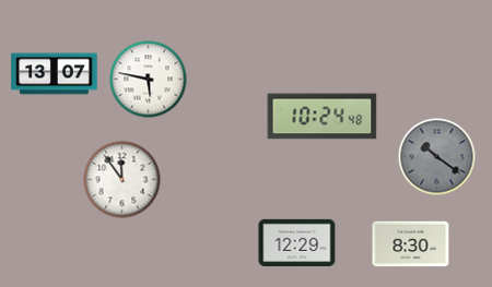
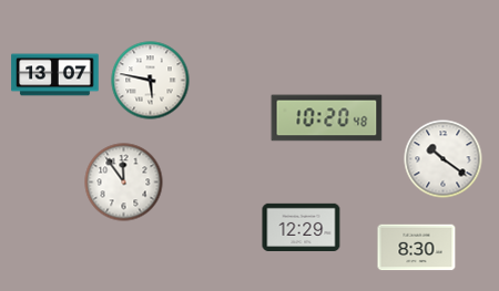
clock at (323, 117): 10:24 -> 10:20
clock at (437, 157) dial: grey -> white
clock at (297, 242) position: (297, 242) -> (302, 227)
